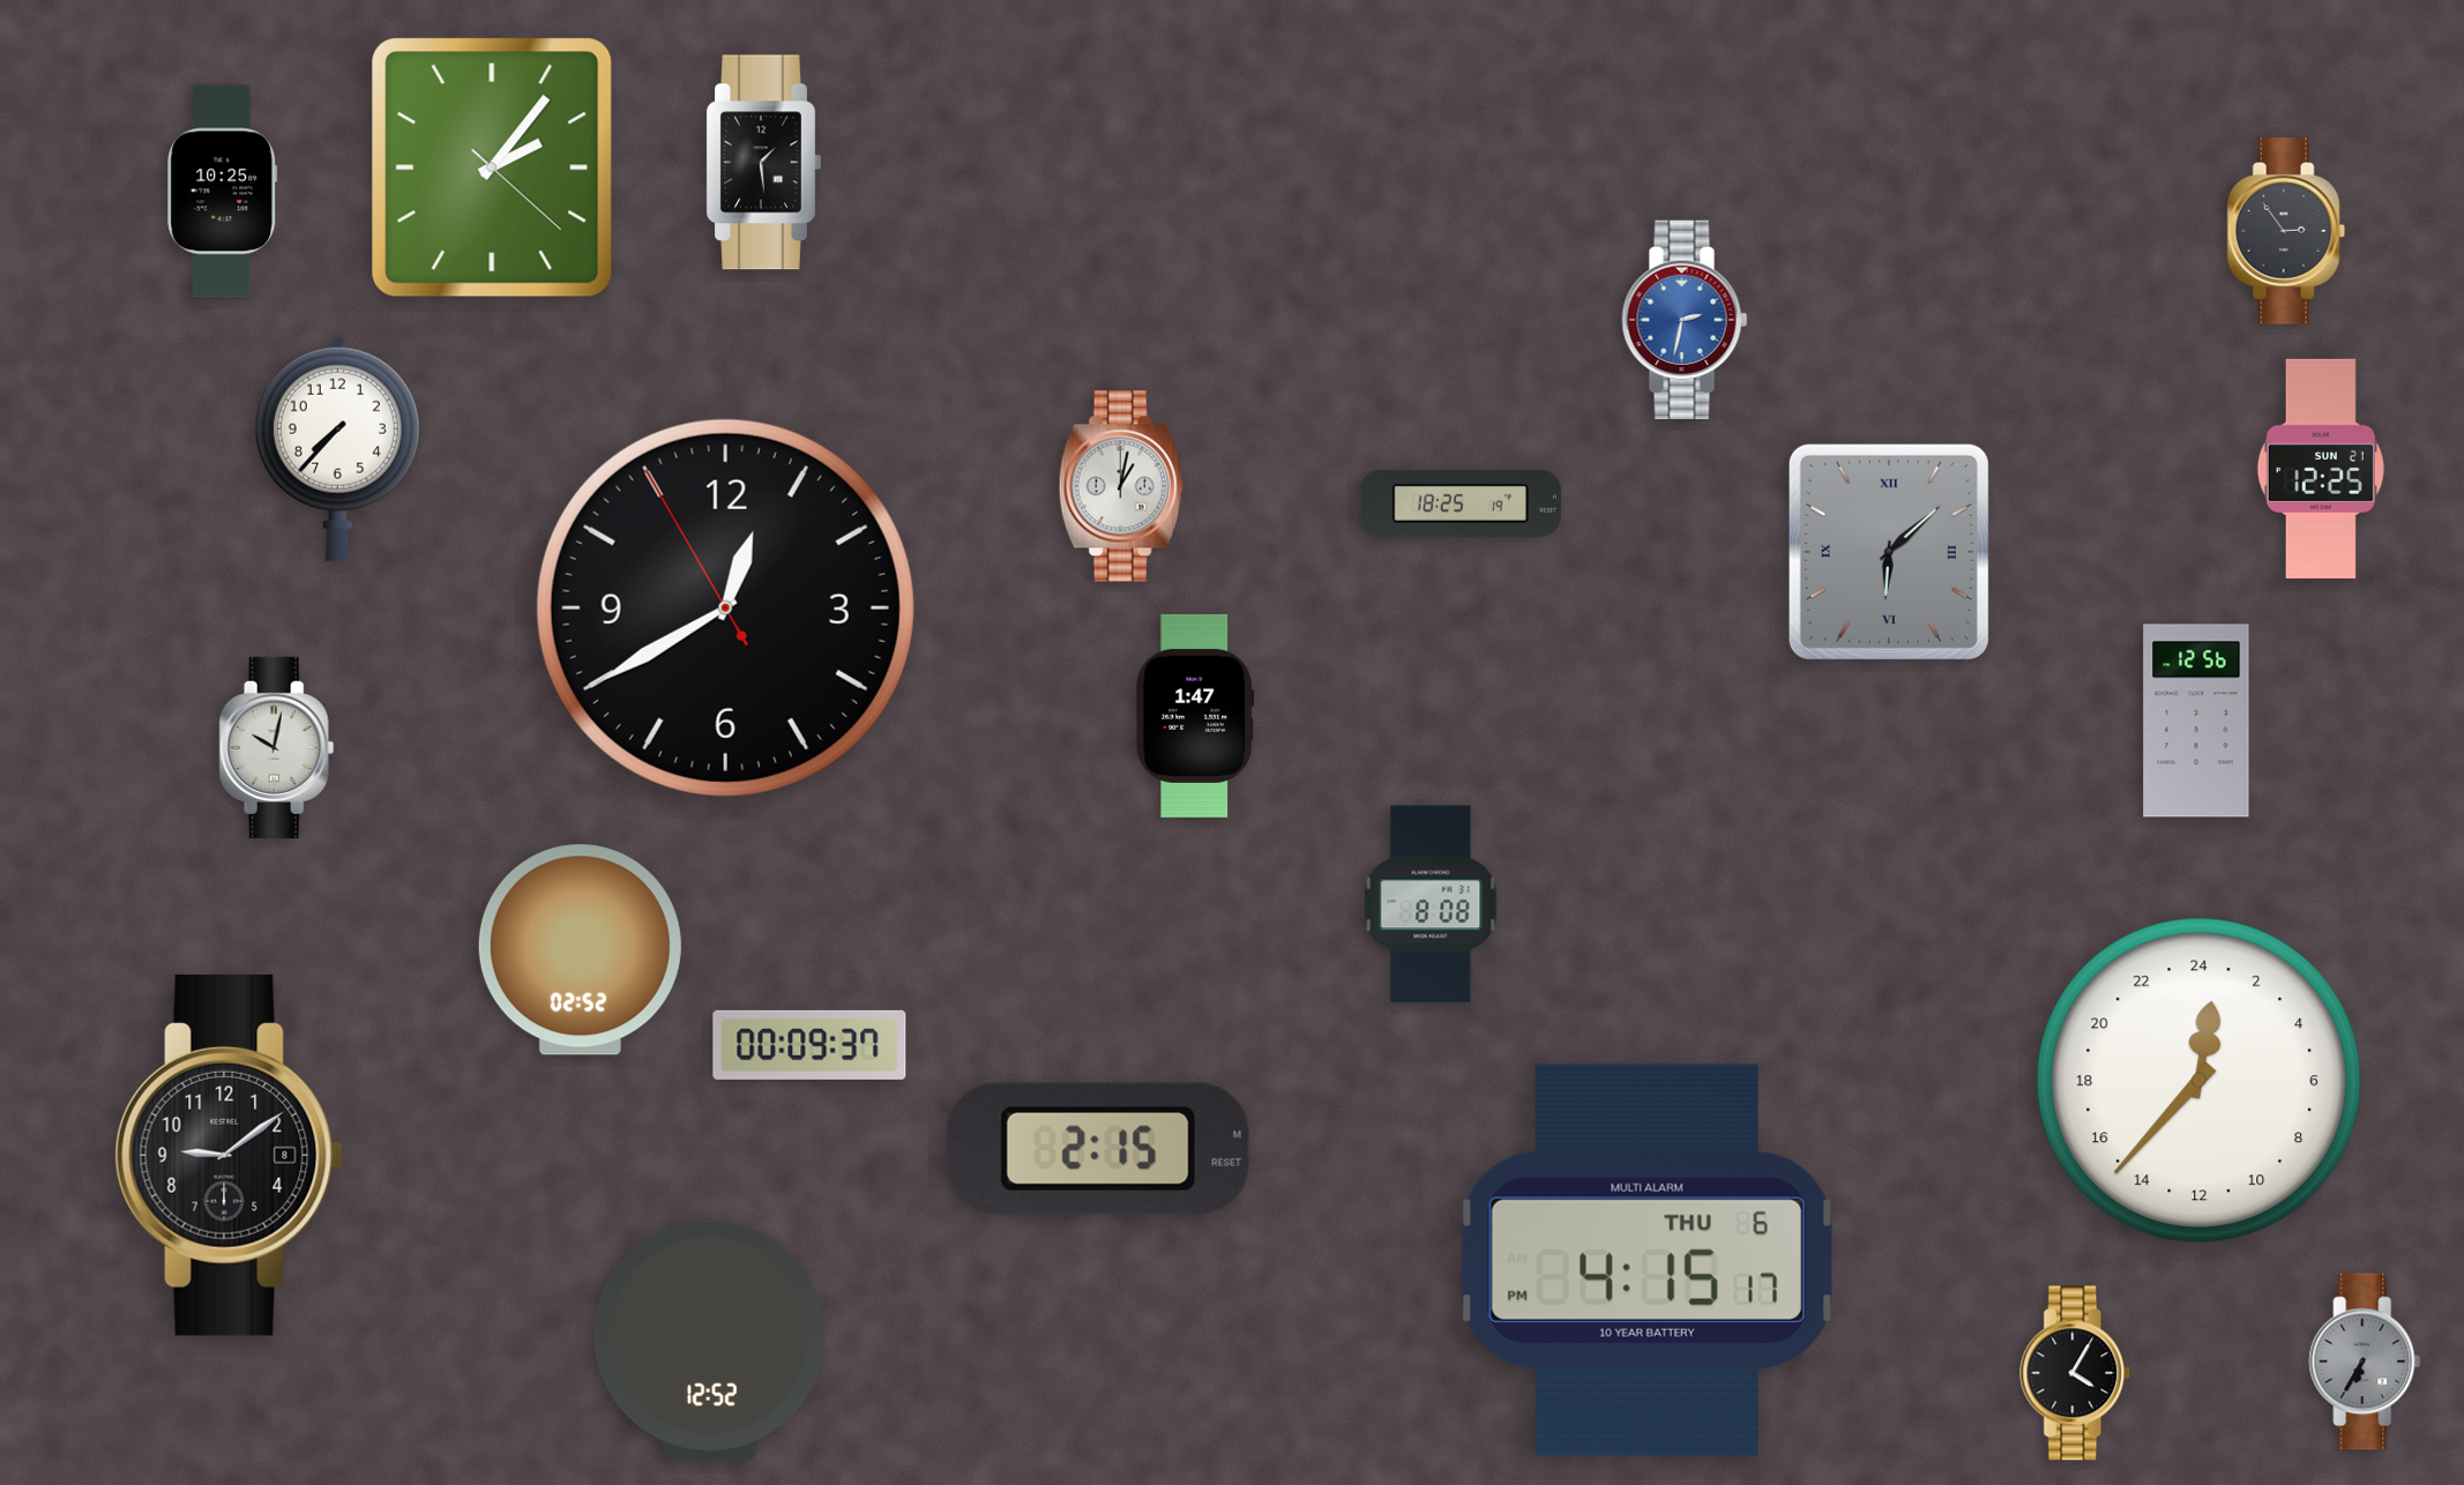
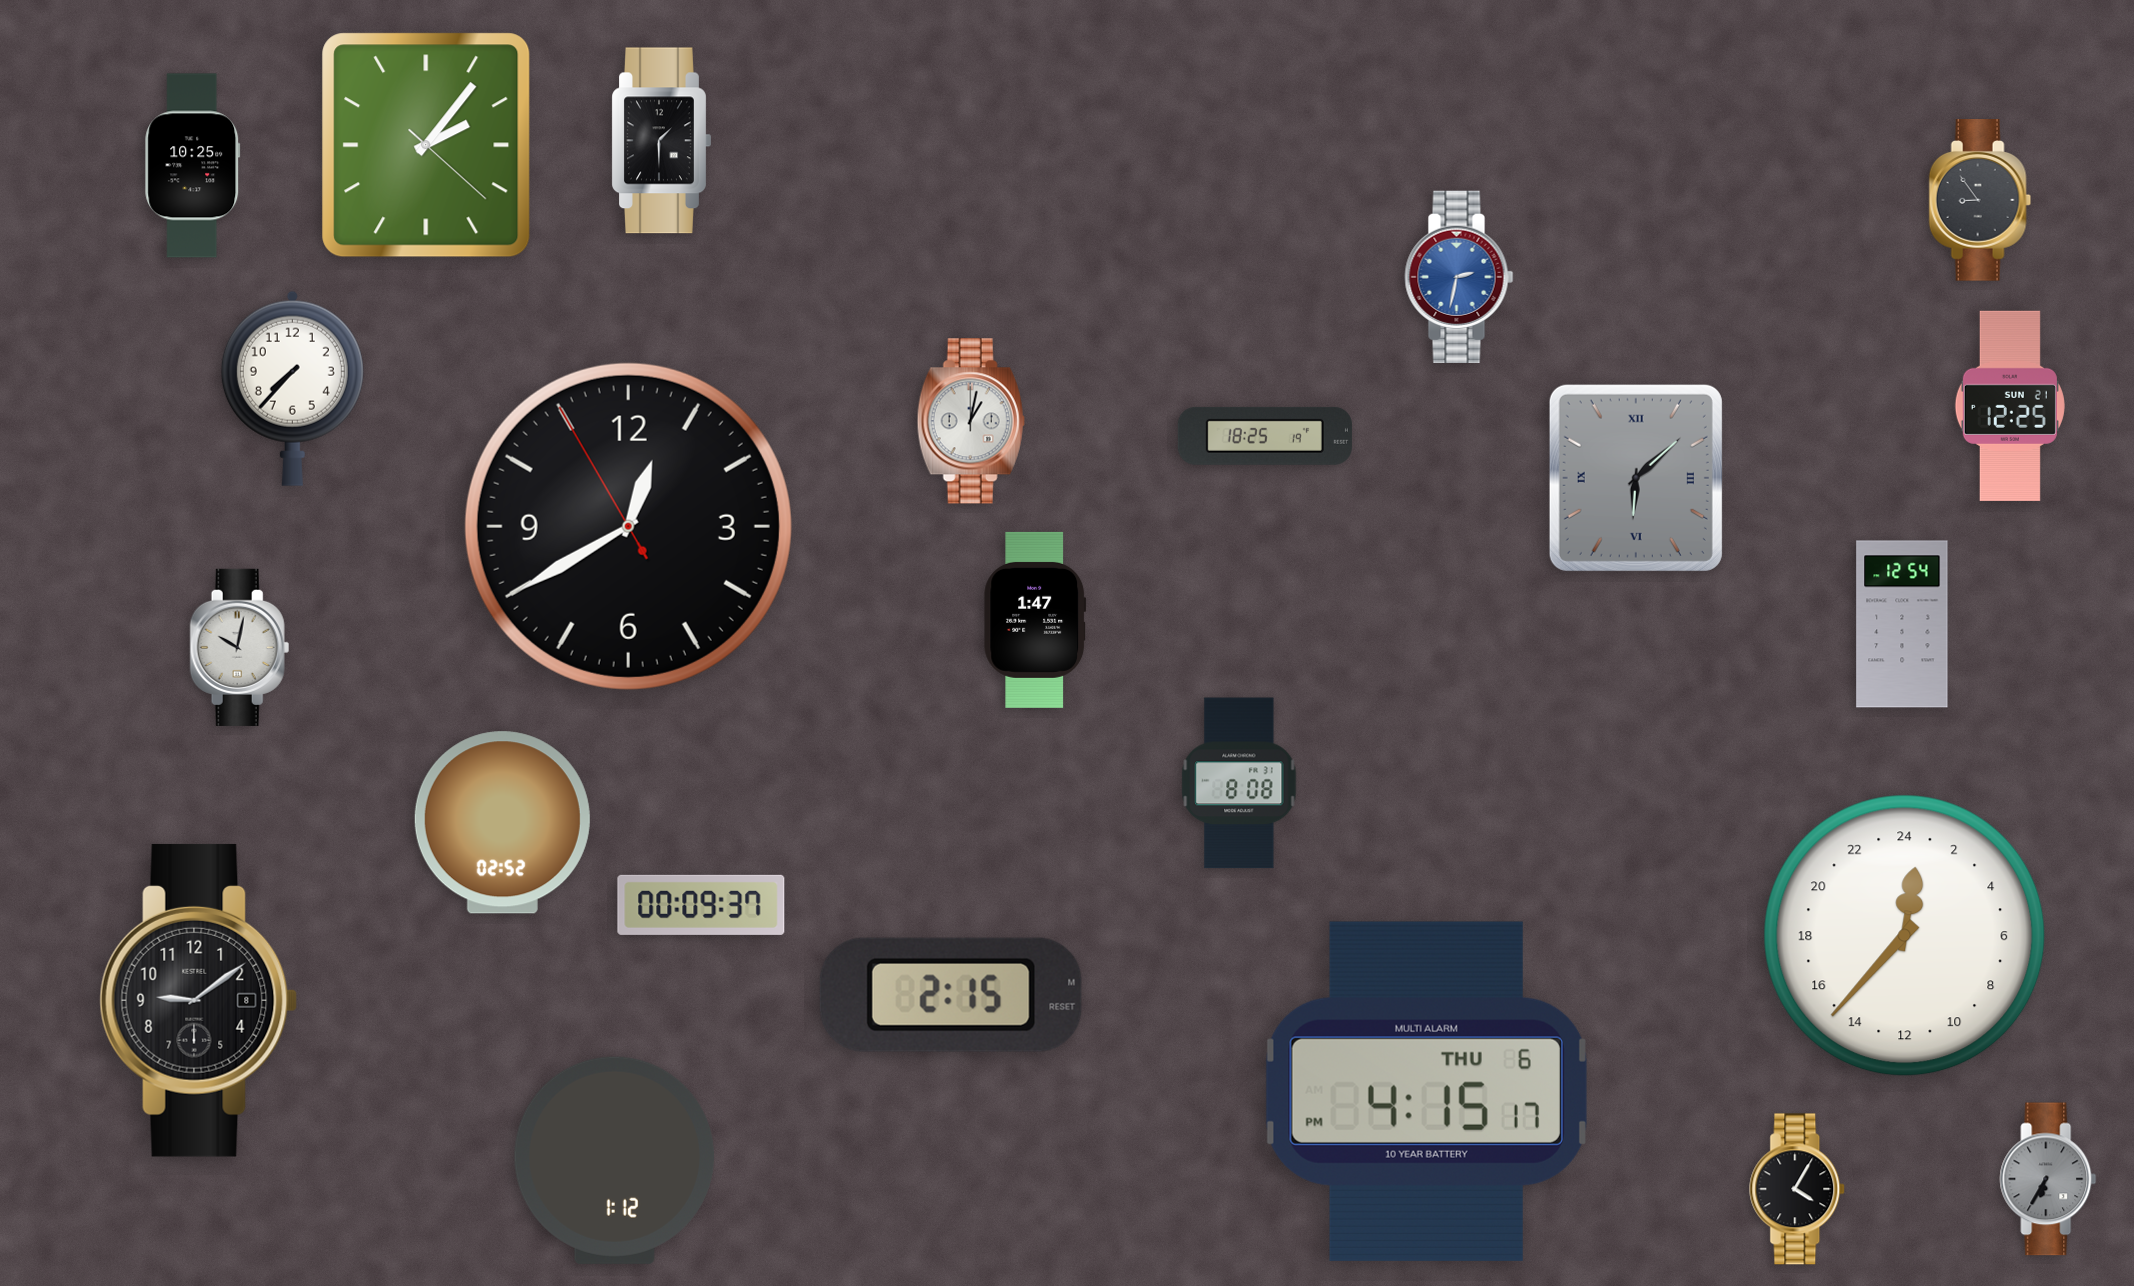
clock at (763, 163): 1:29 -> 1:30
clock at (2286, 231): 2:54 -> 8:54
clock at (2196, 721): 12:56 -> 12:54
clock at (709, 1340): 12:52 -> 1:12
